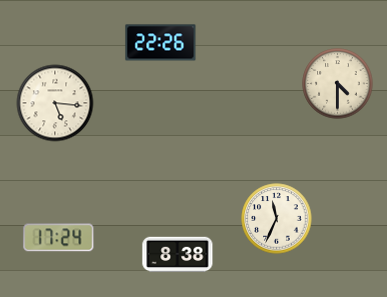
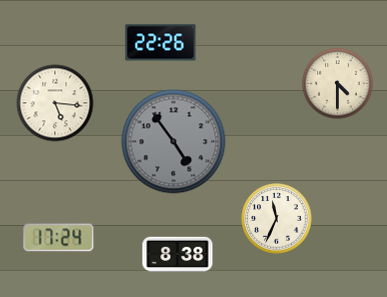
clock at (174, 142): none -> 4:54
